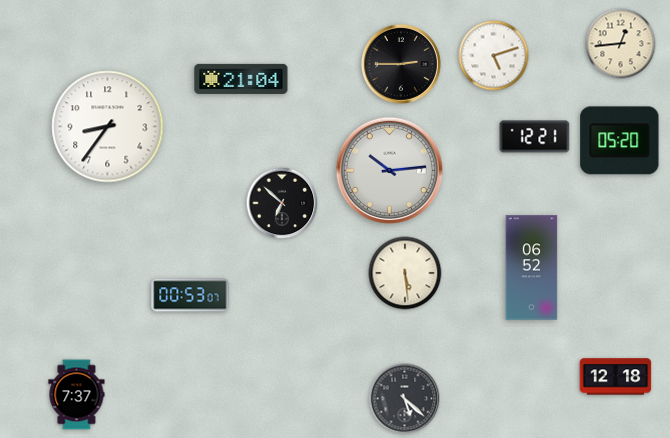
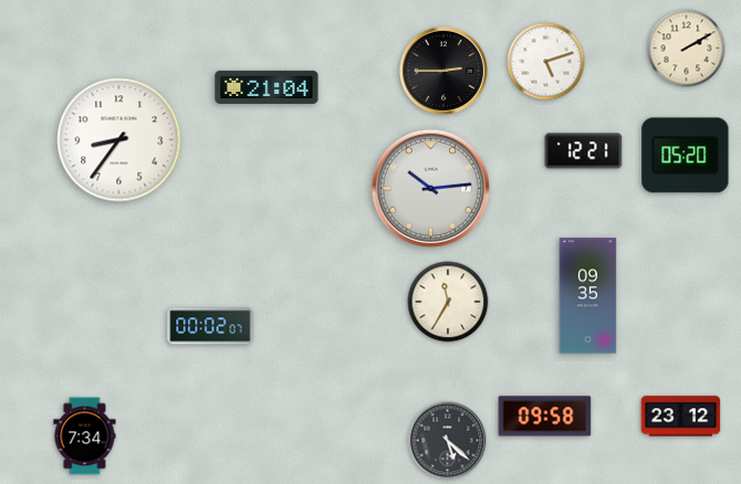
clock at (621, 44): 12:44 -> 2:10
clock at (535, 137) position: (535, 137) -> (584, 151)
clock at (282, 203): 6:52 -> none
clock at (532, 268): 06:52 -> 09:35
clock at (405, 273): 5:29 -> 11:35
clock at (190, 295): 00:53 -> 00:02
clock at (545, 417): none -> 09:58
clock at (616, 377): 12:18 -> 23:12
clock at (77, 395): 7:37 -> 7:34
